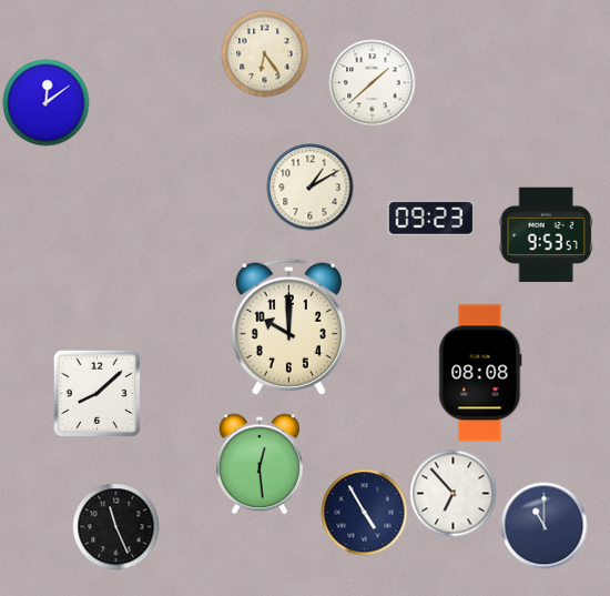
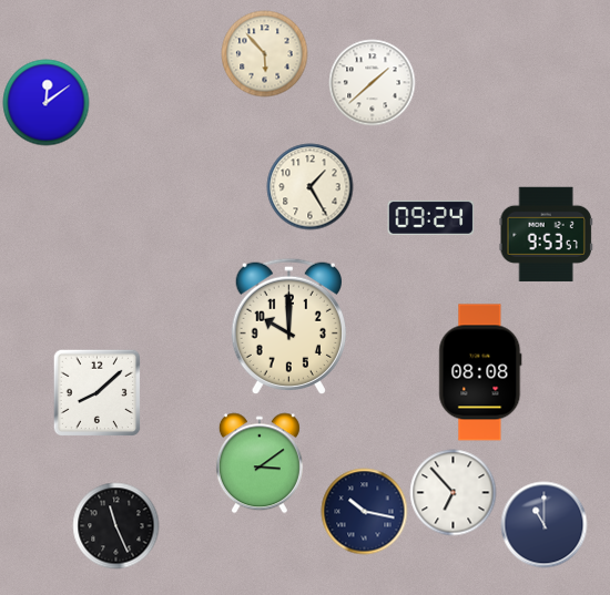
clock at (264, 53): 6:24 -> 5:53
clock at (309, 186): 1:10 -> 1:25
clock at (430, 218): 09:23 -> 09:24
clock at (260, 464): 12:29 -> 3:09
clock at (364, 512): 4:55 -> 10:17
